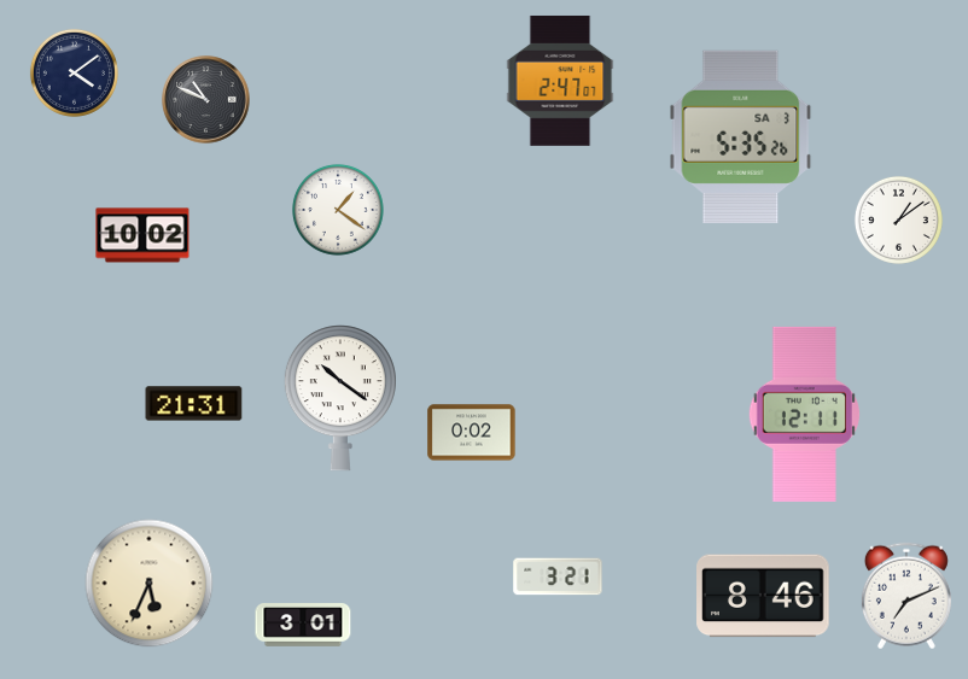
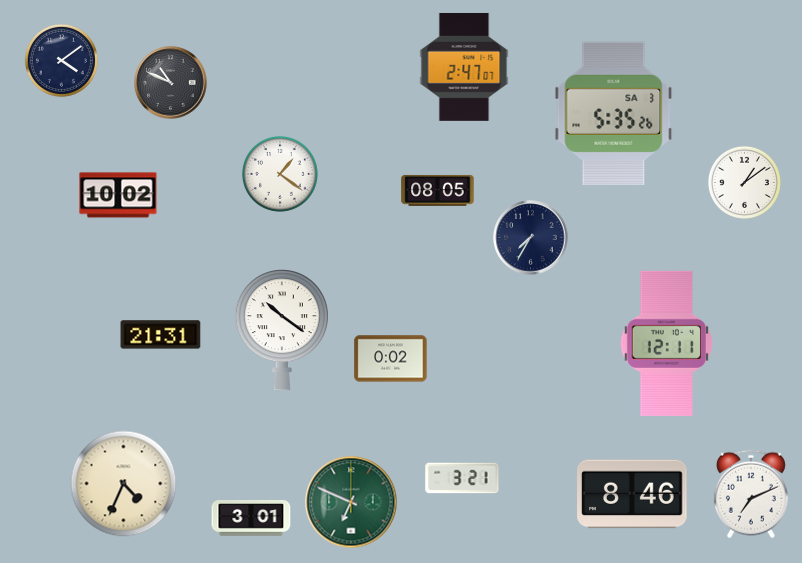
clock at (438, 190): none -> 08:05
clock at (531, 238): none -> 7:35
clock at (150, 584): 5:34 -> 4:34
clock at (351, 502): none -> 6:49
